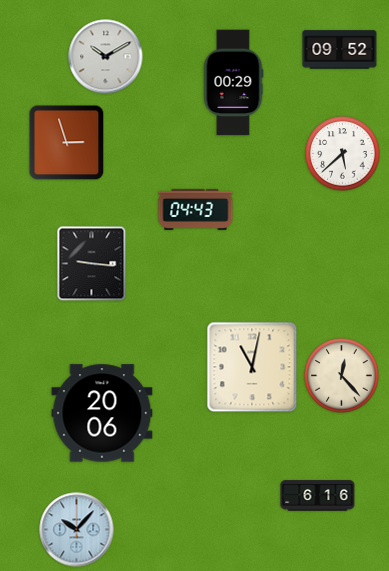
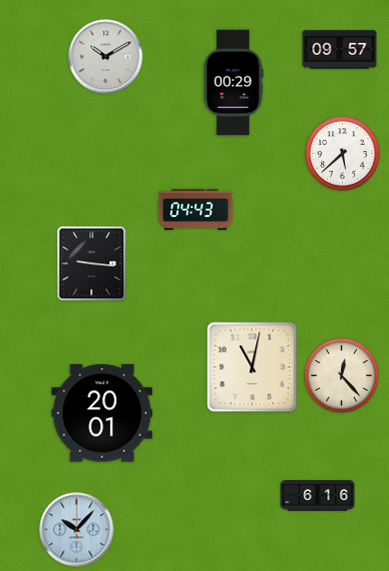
clock at (340, 50): 09:52 -> 09:57
clock at (67, 143): 2:57 -> none
clock at (102, 413): 20:06 -> 20:01
